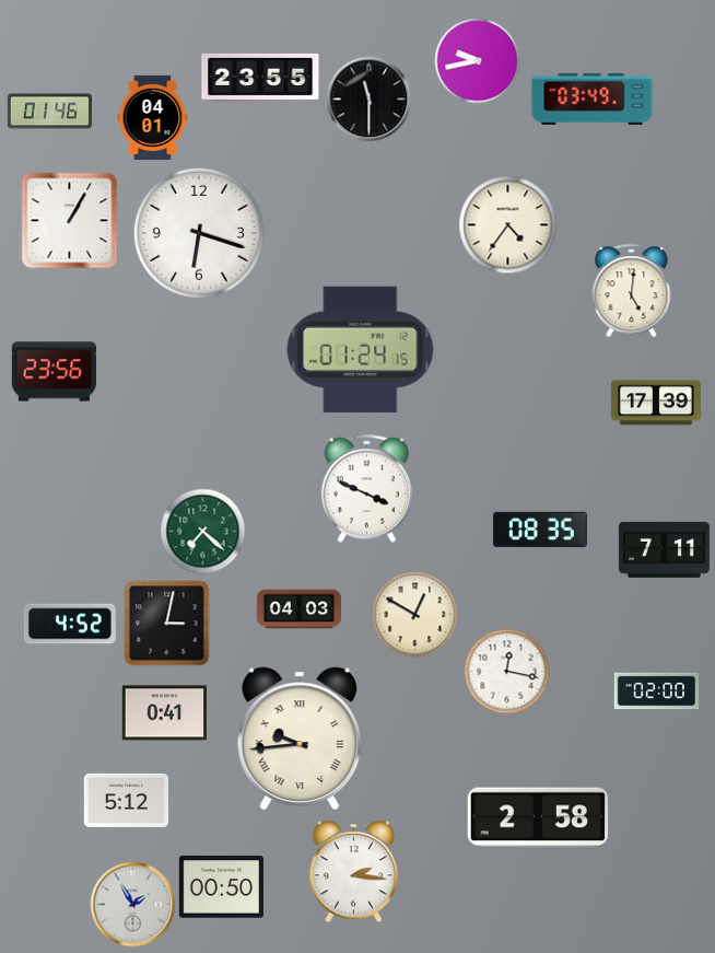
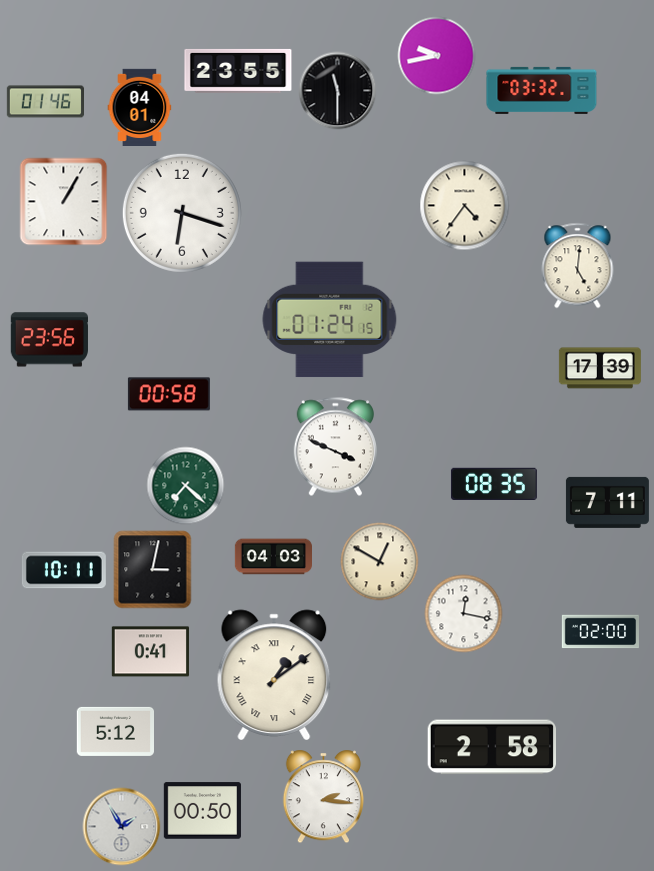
clock at (593, 98): 03:49 -> 03:32
clock at (169, 394): none -> 00:58
clock at (70, 624): 4:52 -> 10:11
clock at (300, 739): 9:44 -> 1:09
